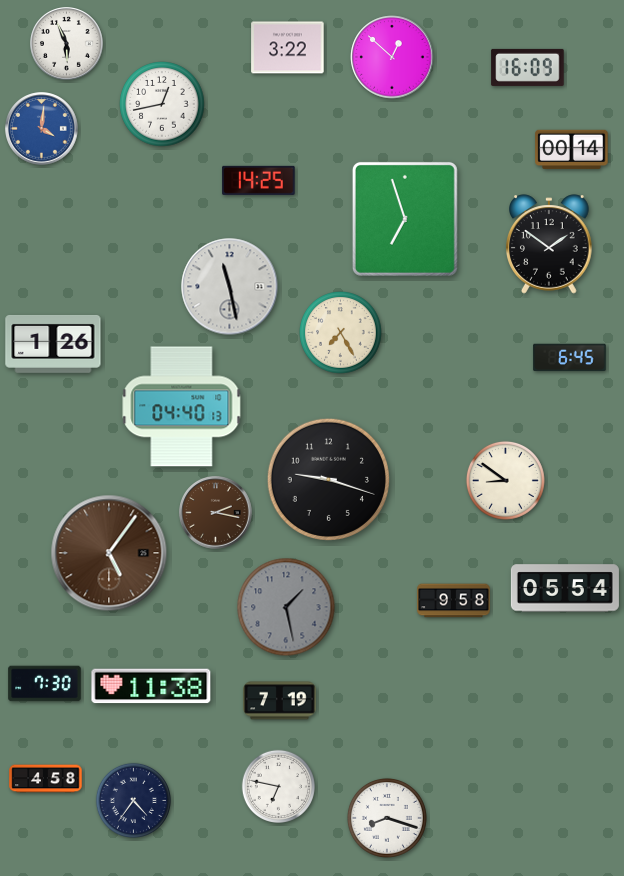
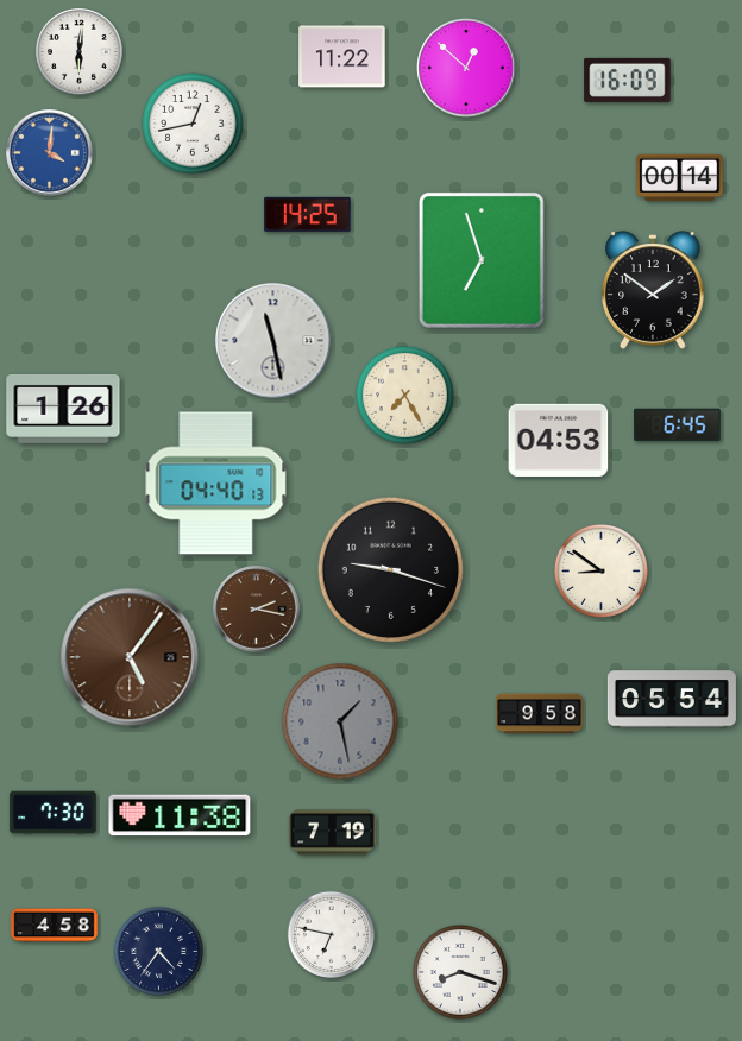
clock at (67, 44): 5:56 -> 6:01
clock at (288, 48): 3:22 -> 11:22
clock at (559, 440): none -> 04:53
